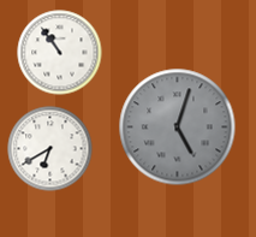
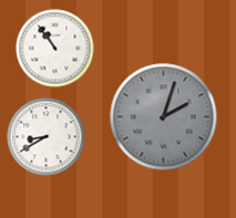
clock at (178, 128): 5:03 -> 2:03
clock at (50, 149): 6:40 -> 8:40
